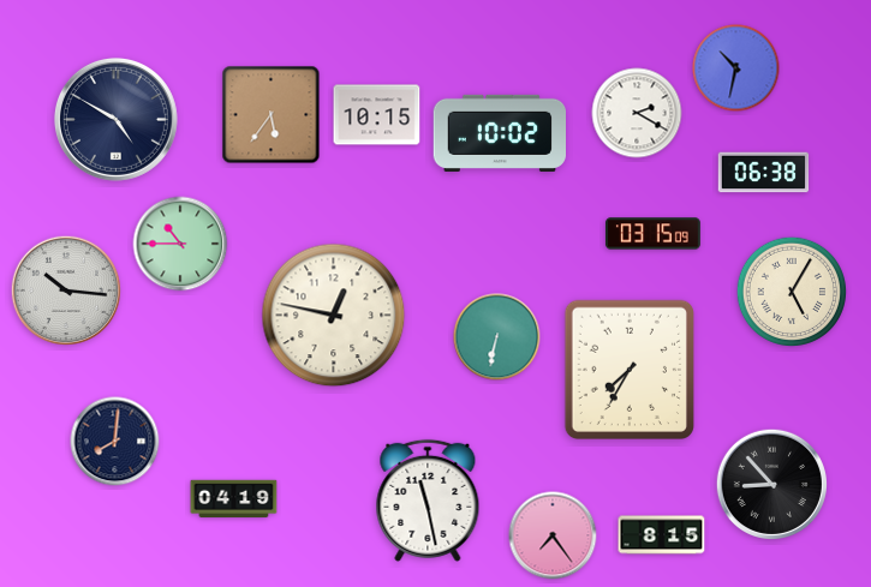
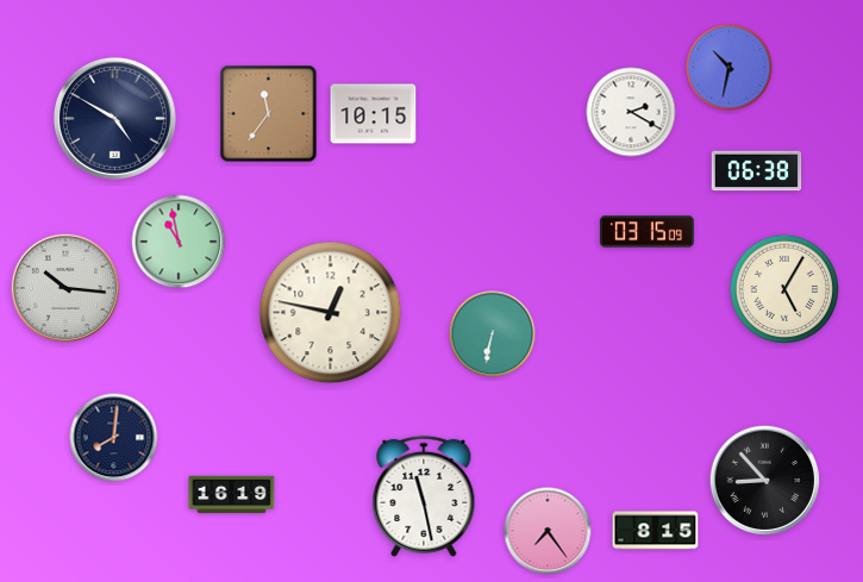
clock at (272, 115): 5:36 -> 11:36
clock at (499, 133): 10:02 -> none
clock at (180, 244): 10:45 -> 10:58
clock at (630, 369): 7:35 -> none
clock at (234, 499): 04:19 -> 16:19
